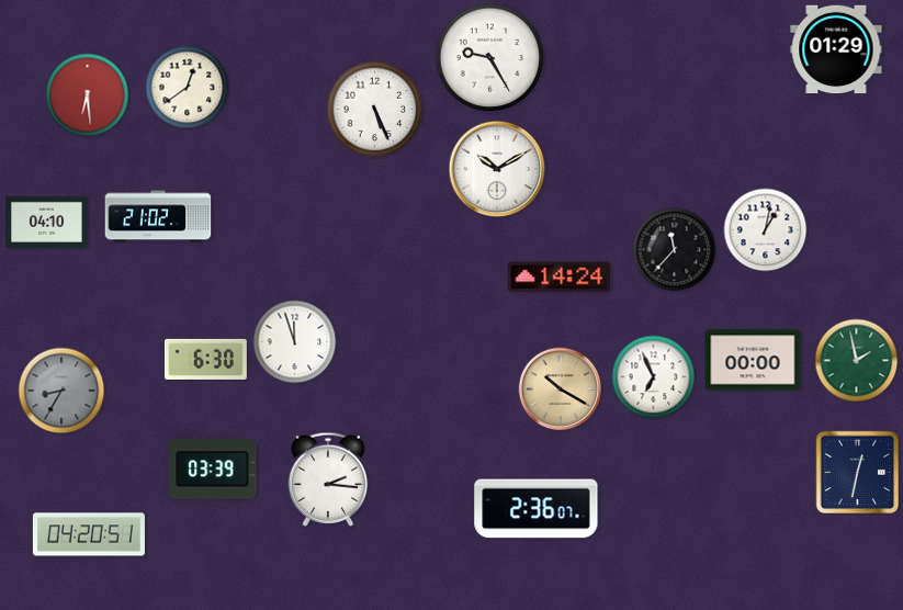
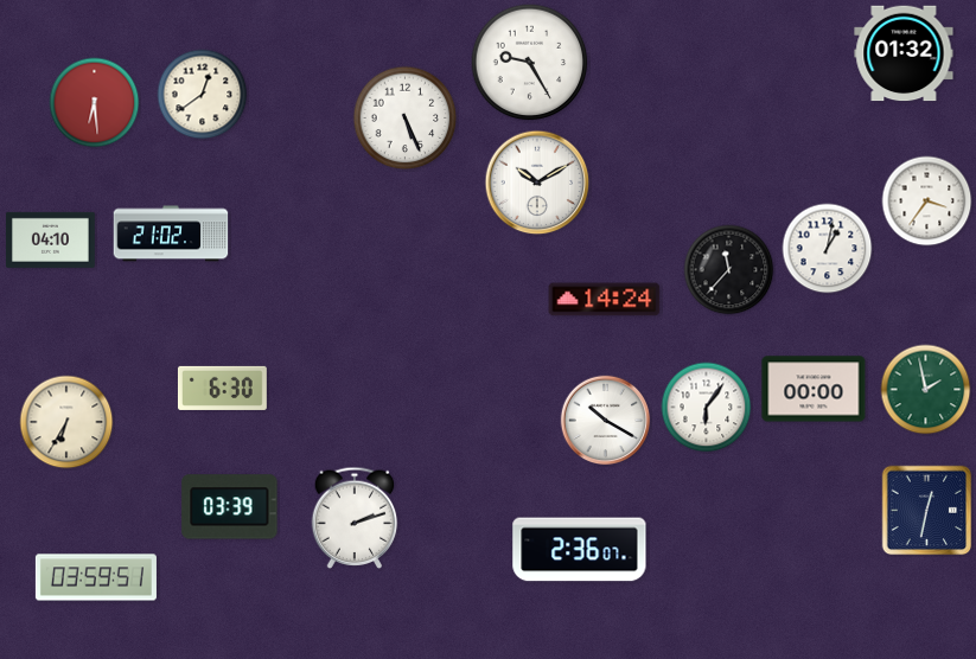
clock at (836, 49): 01:29 -> 01:32
clock at (927, 201): none -> 3:36
clock at (295, 342): 11:57 -> none
clock at (654, 377): 6:56 -> 6:06
clock at (561, 389) dial: champagne -> white
clock at (61, 391): 8:35 -> 6:35
clock at (61, 391) dial: grey -> cream
clock at (328, 479): 2:16 -> 2:12
clock at (89, 534): 04:20 -> 03:59
